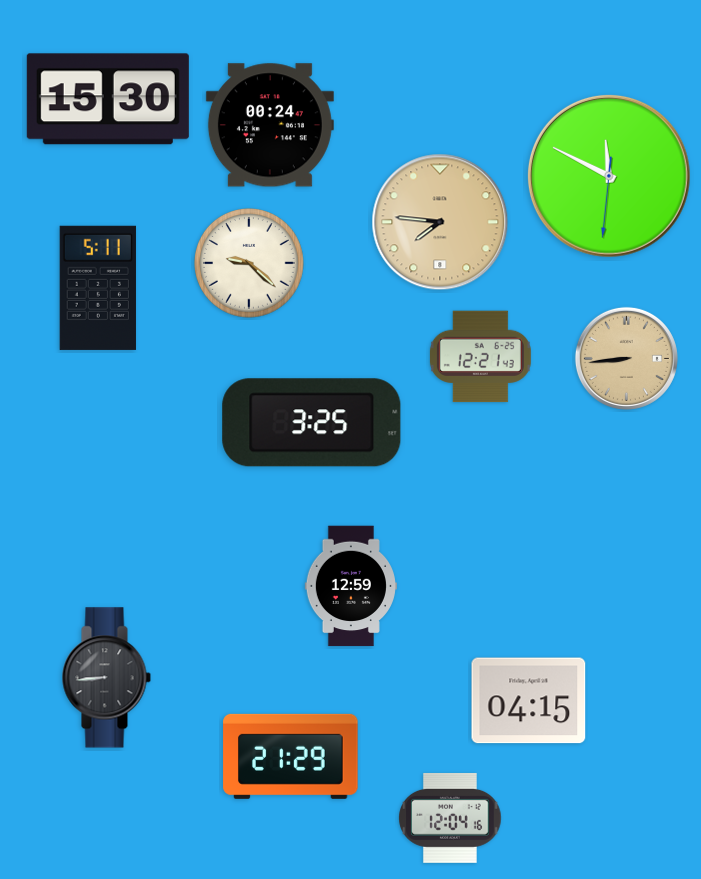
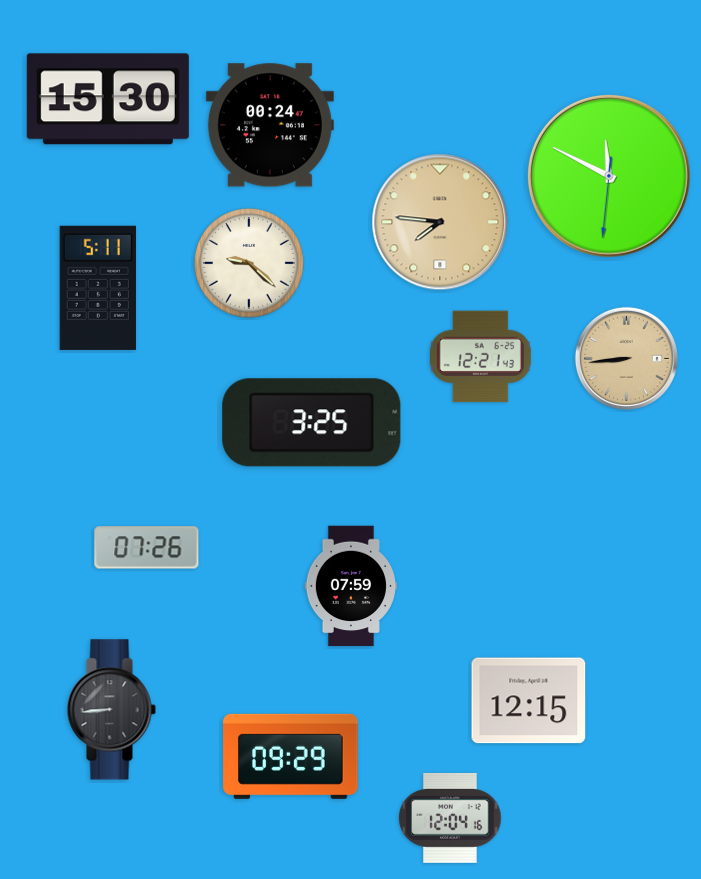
clock at (147, 548): none -> 07:26
clock at (351, 586): 12:59 -> 07:59
clock at (106, 678) position: (106, 678) -> (111, 710)
clock at (529, 701): 04:15 -> 12:15
clock at (291, 756): 21:29 -> 09:29
